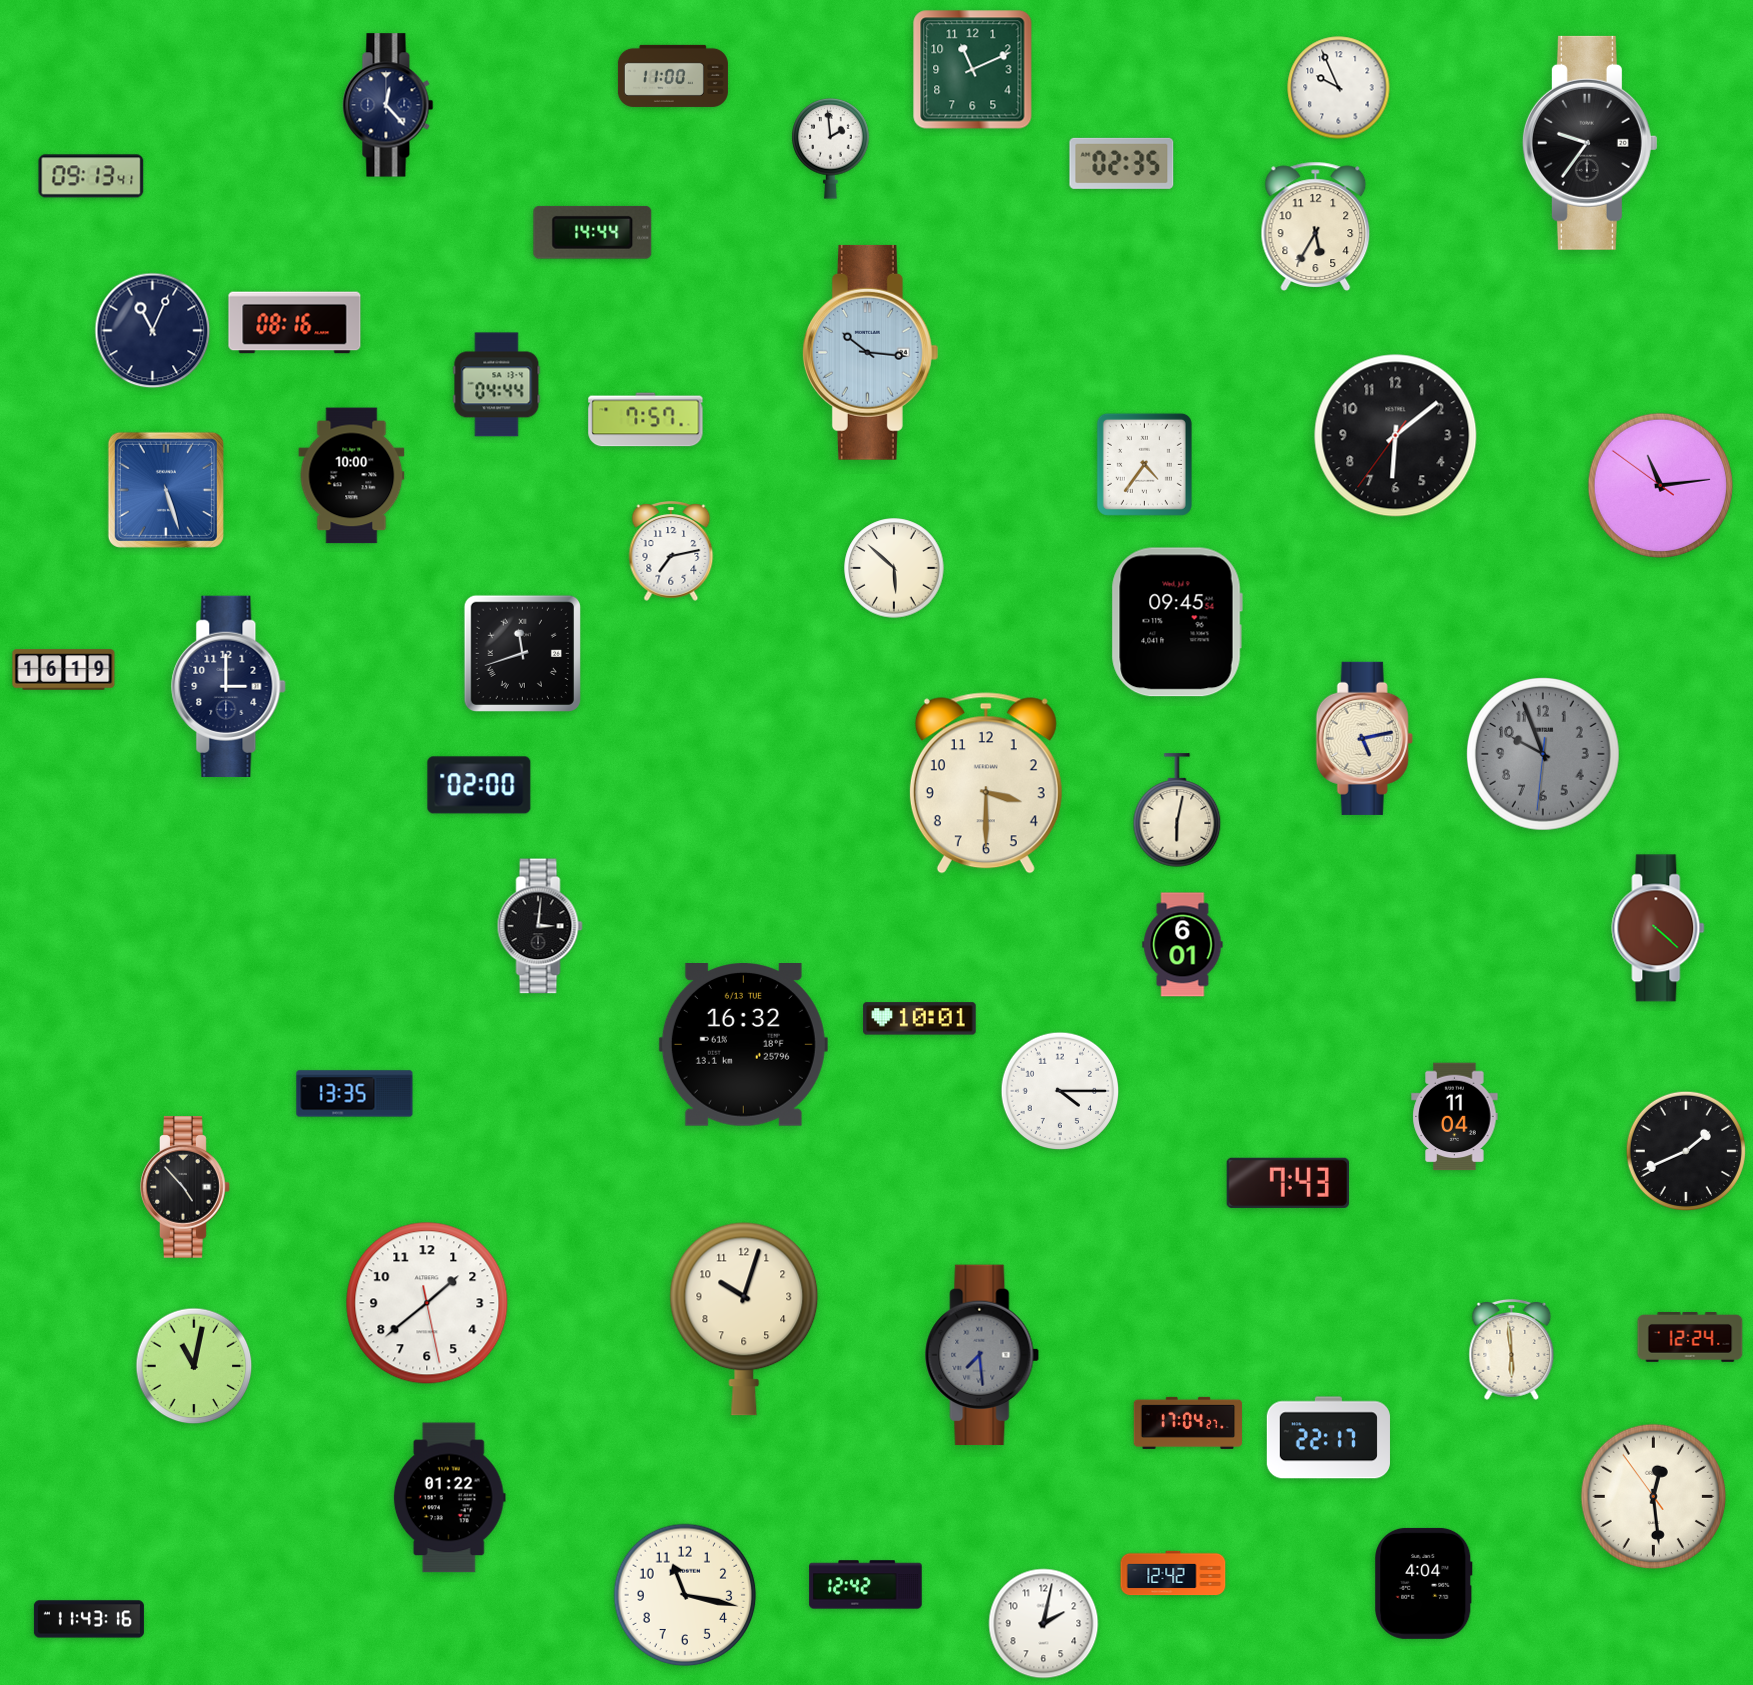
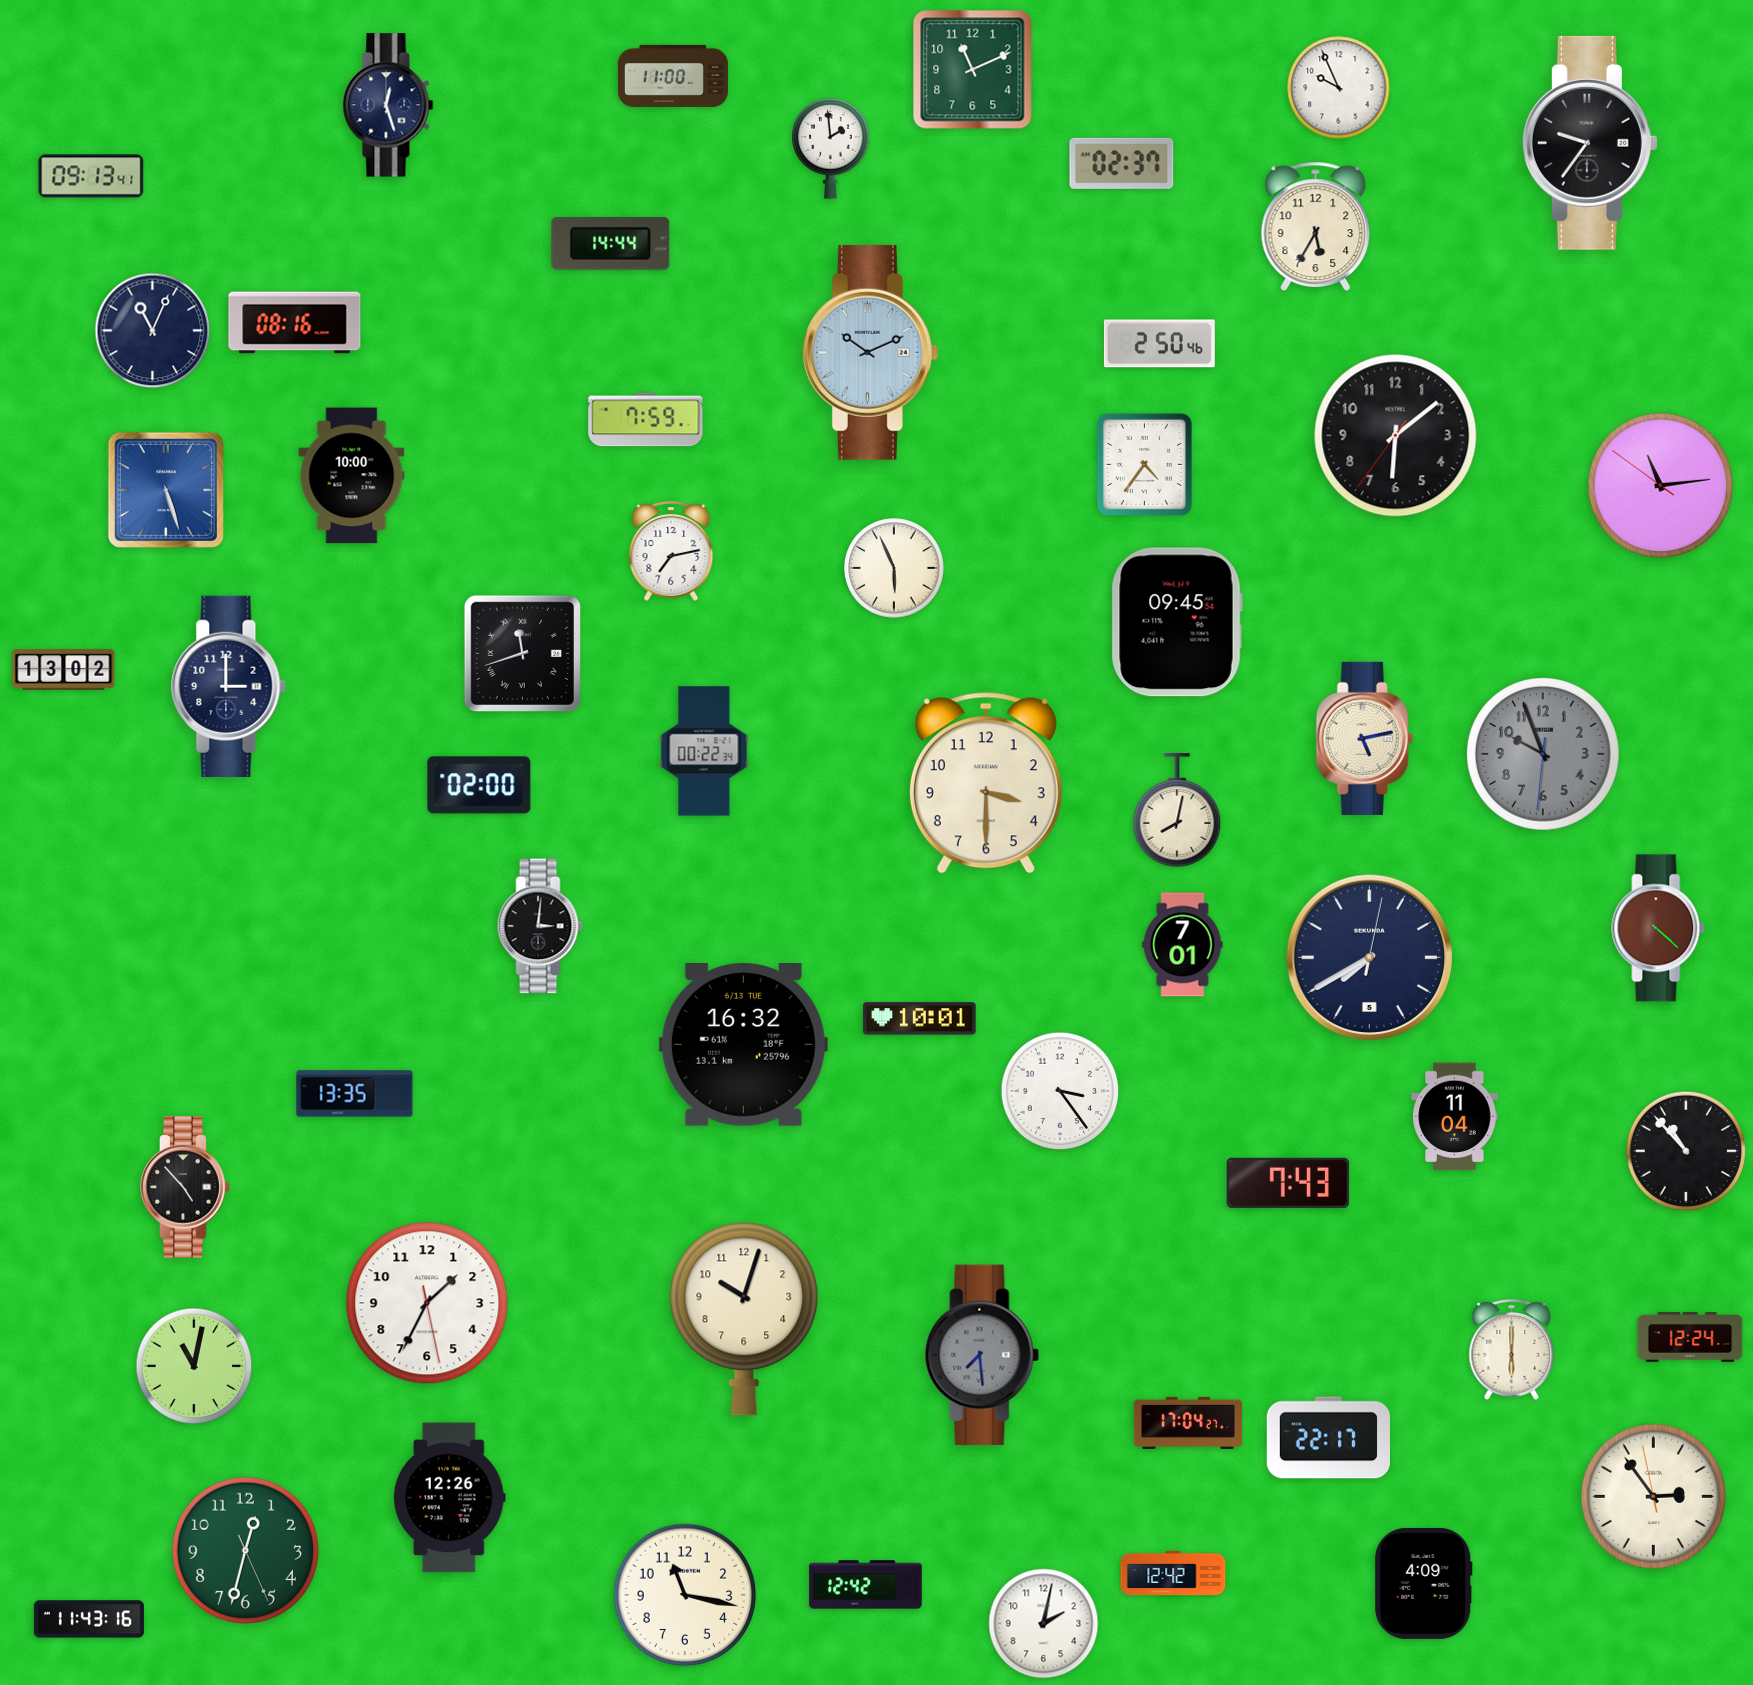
clock at (388, 105): 12:23 -> 12:27
clock at (1122, 163): 02:35 -> 02:37
clock at (593, 232) position: (593, 232) -> (611, 243)
clock at (1159, 344): none -> 2:50
clock at (870, 352): 10:16 -> 10:11
clock at (497, 385): 04:44 -> none
clock at (646, 420): 7:57 -> 7:59
clock at (894, 568): 5:52 -> 5:56
clock at (64, 670): 16:19 -> 13:02
clock at (704, 751): none -> 00:22
clock at (1177, 810): 6:02 -> 8:02
clock at (1183, 945): 6:01 -> 7:01
clock at (1370, 958): none -> 7:40
clock at (1060, 1091): 4:15 -> 3:24
clock at (1686, 1151): 1:41 -> 10:53
clock at (427, 1303): 1:38 -> 1:34
clock at (1512, 1349): 5:59 -> 6:00
clock at (1653, 1496): 12:28 -> 2:53
clock at (449, 1498): 01:22 -> 12:26
clock at (245, 1550): none -> 12:32
clock at (1424, 1583): 4:04 -> 4:09
